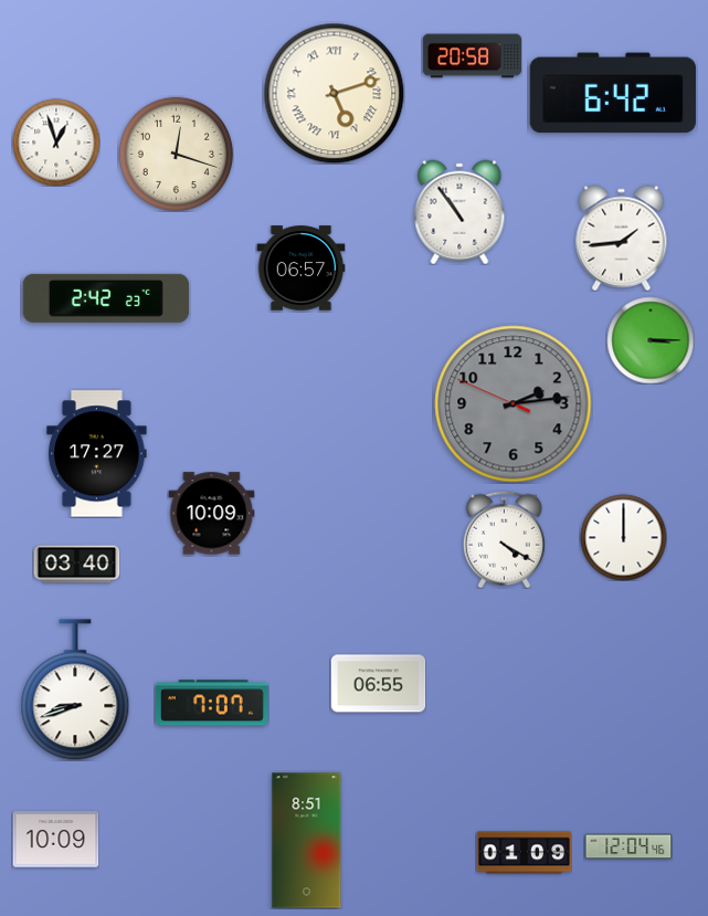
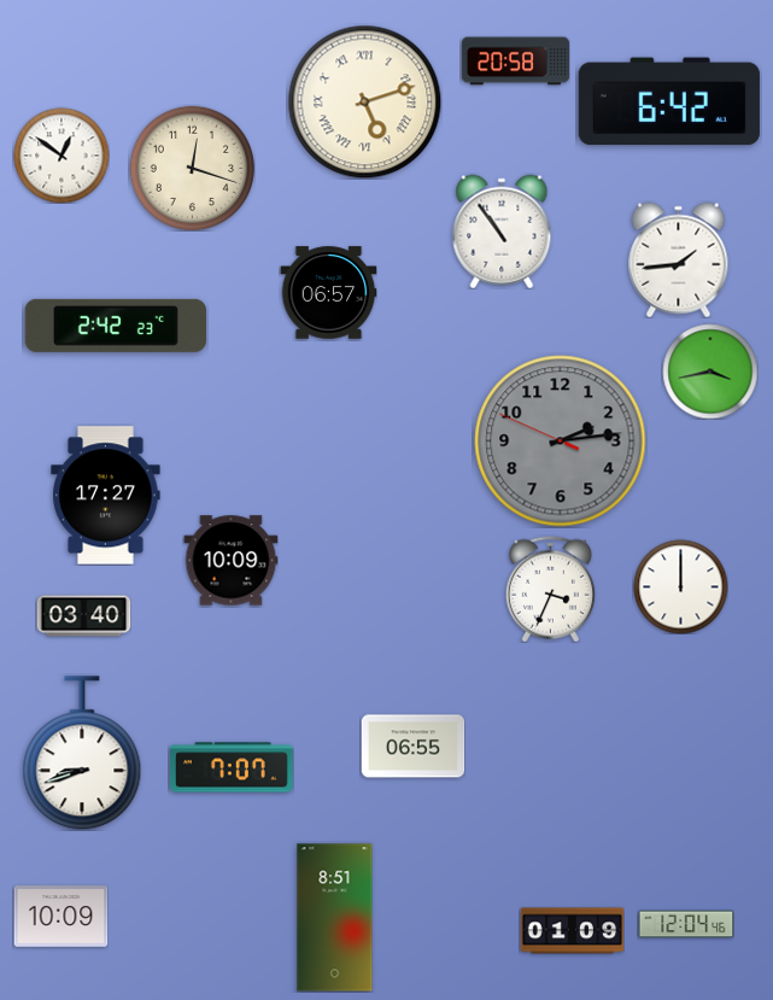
clock at (56, 143): 12:57 -> 12:51
clock at (651, 340): 3:15 -> 3:43
clock at (504, 539): 4:20 -> 3:34
